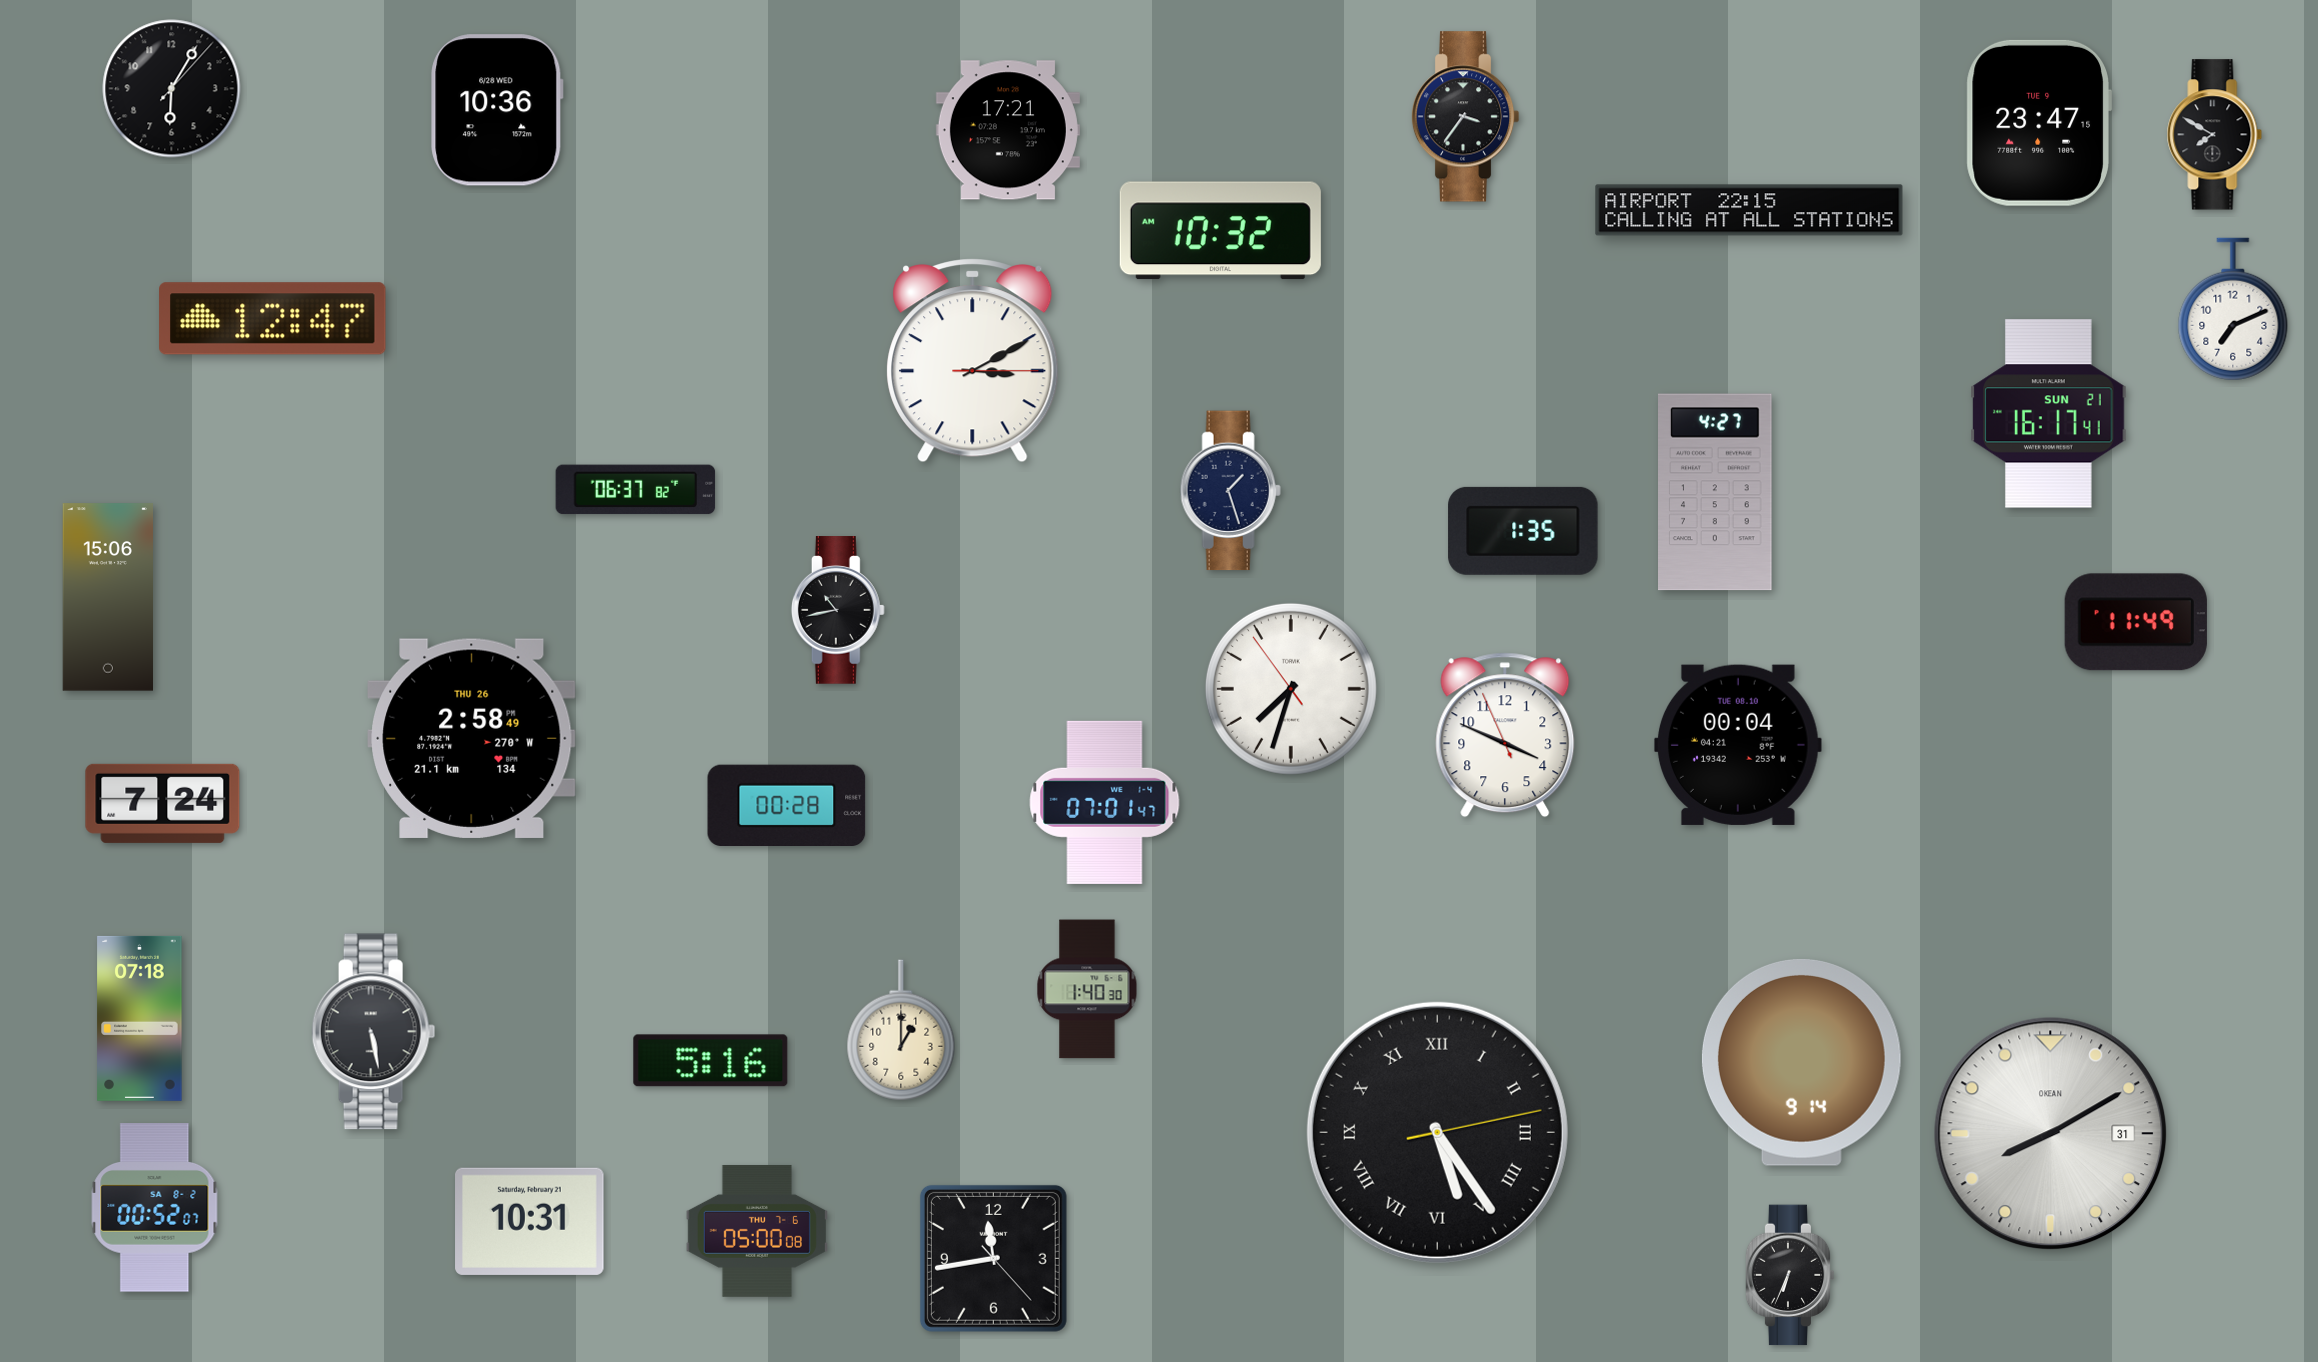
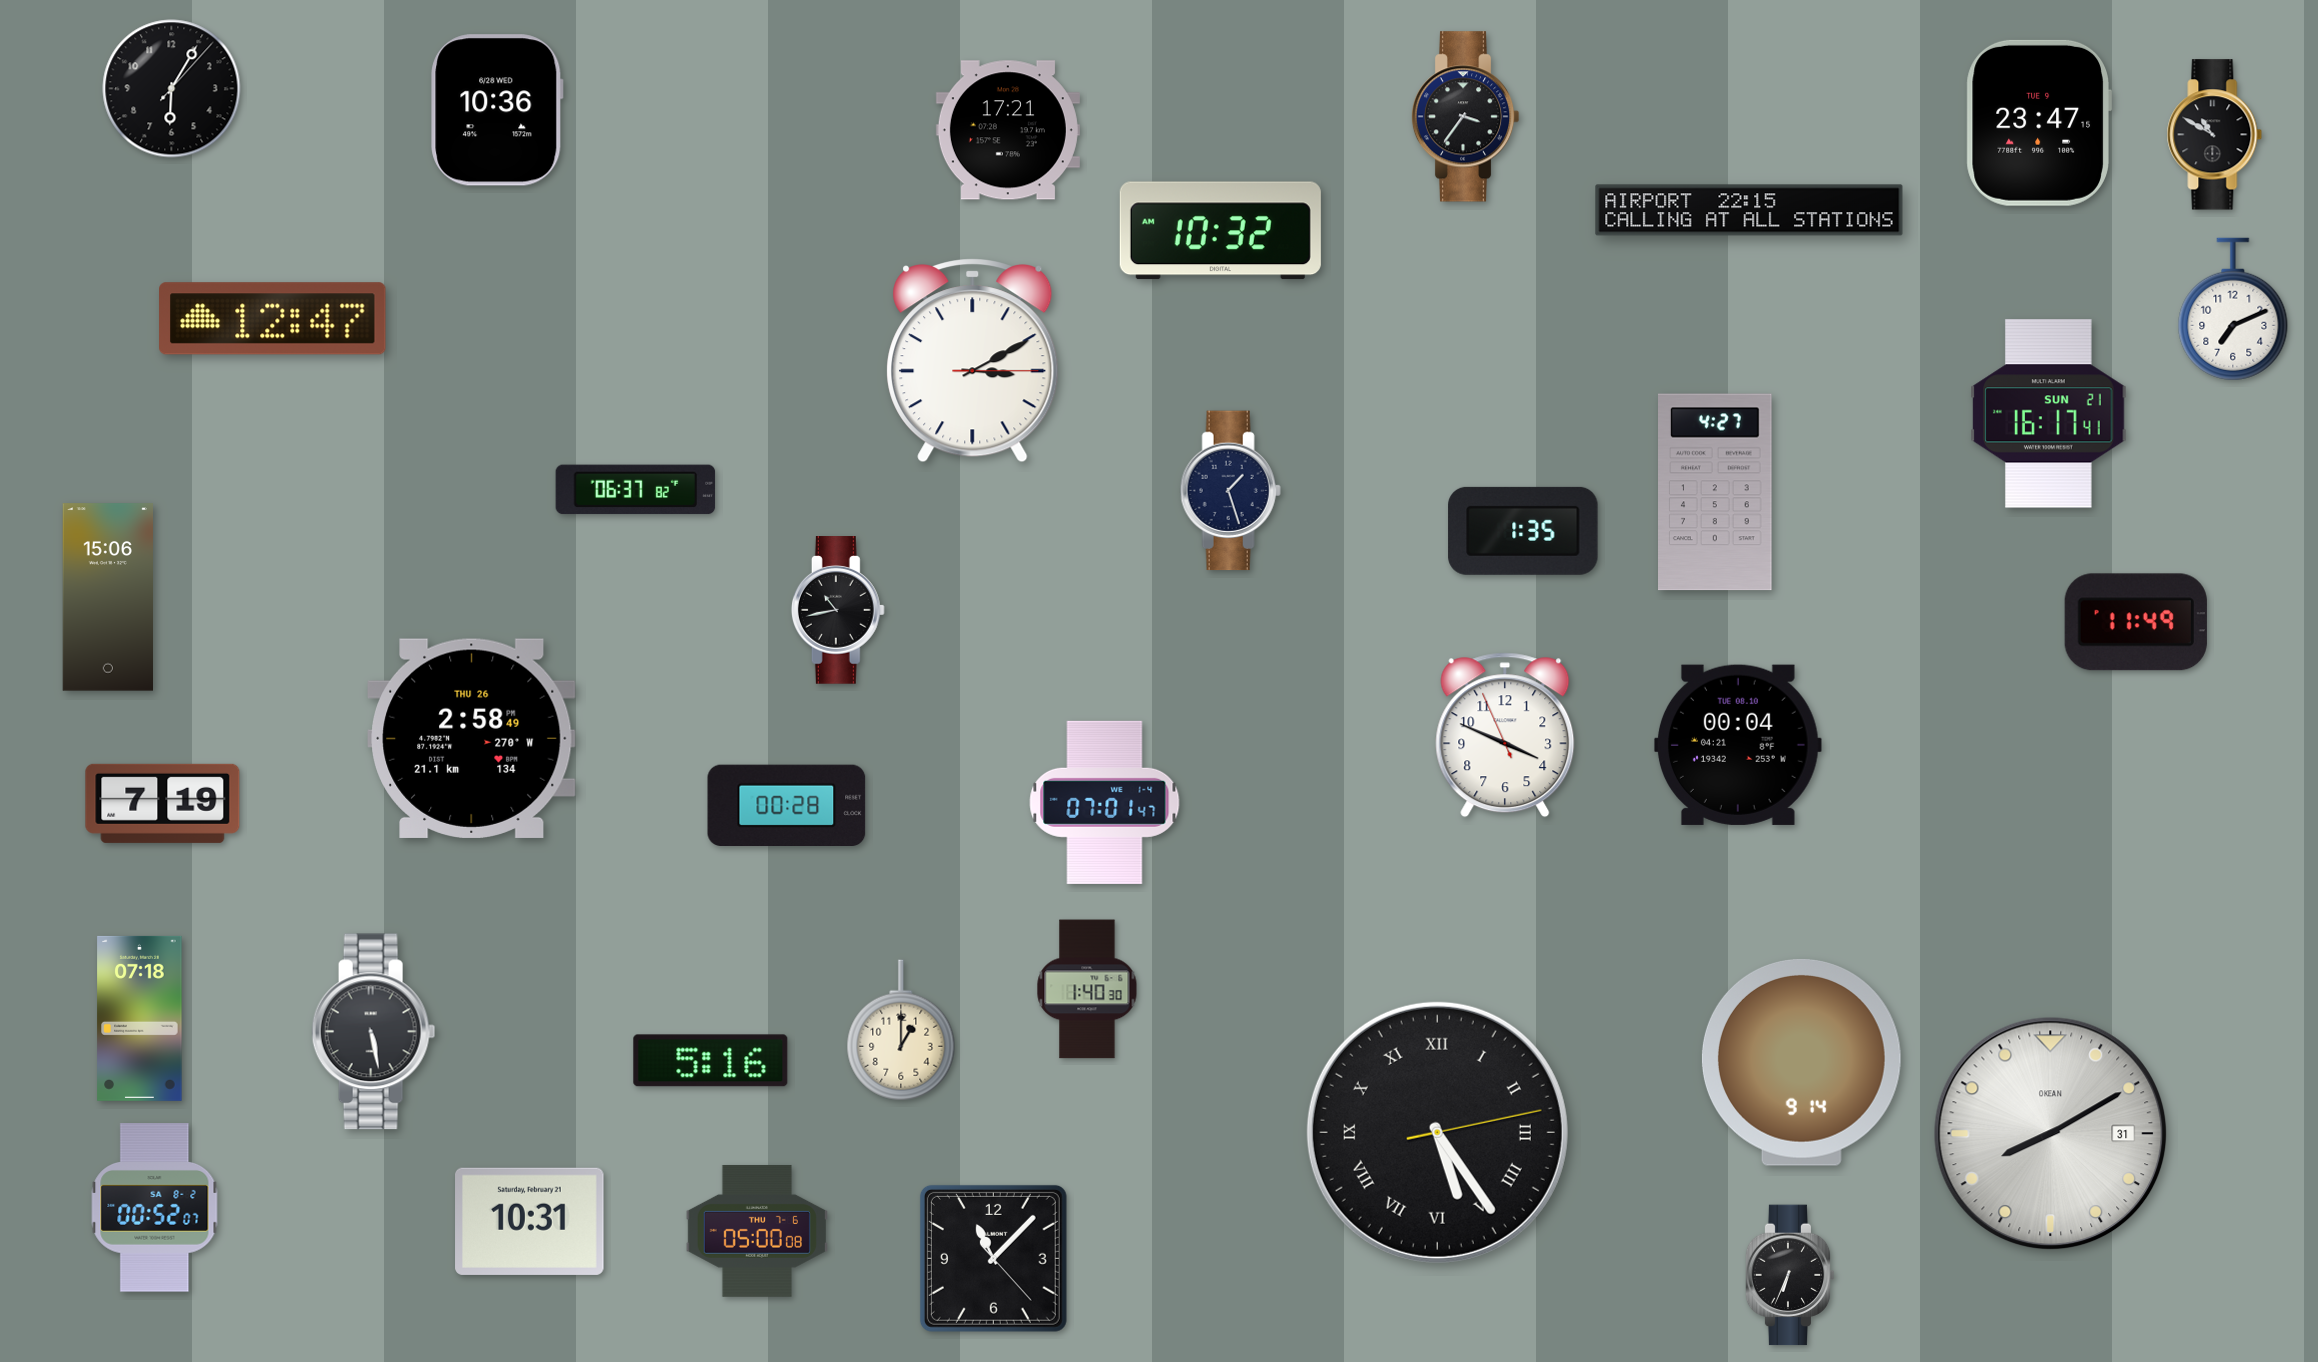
clock at (2215, 135): 7:50 -> 10:50
clock at (1291, 689): 7:32 -> none
clock at (163, 803): 7:24 -> 7:19
clock at (993, 1258): 11:43 -> 11:07
